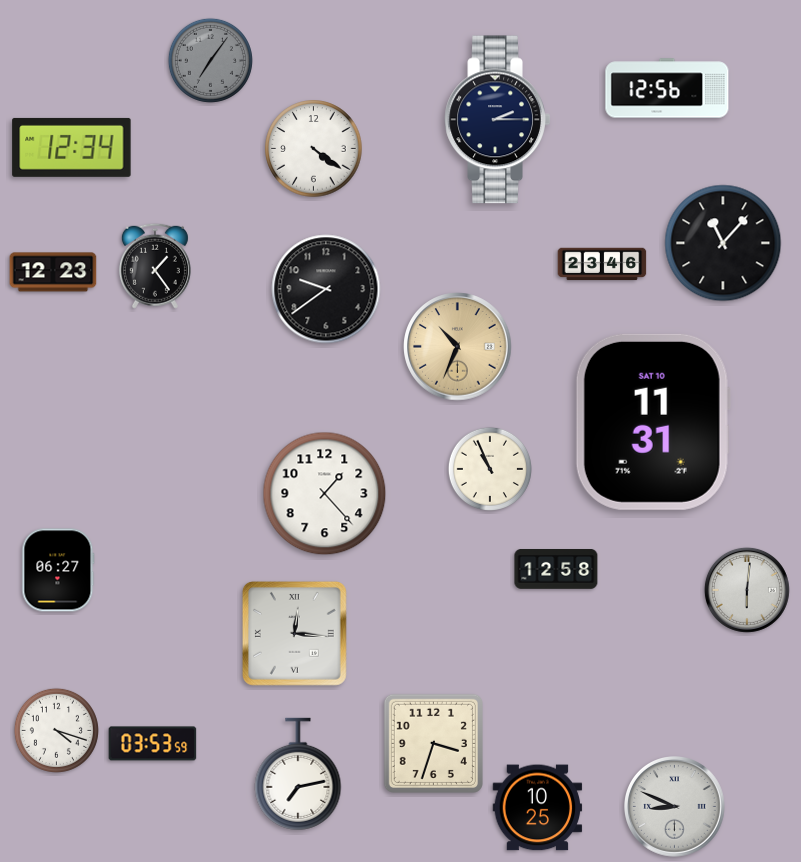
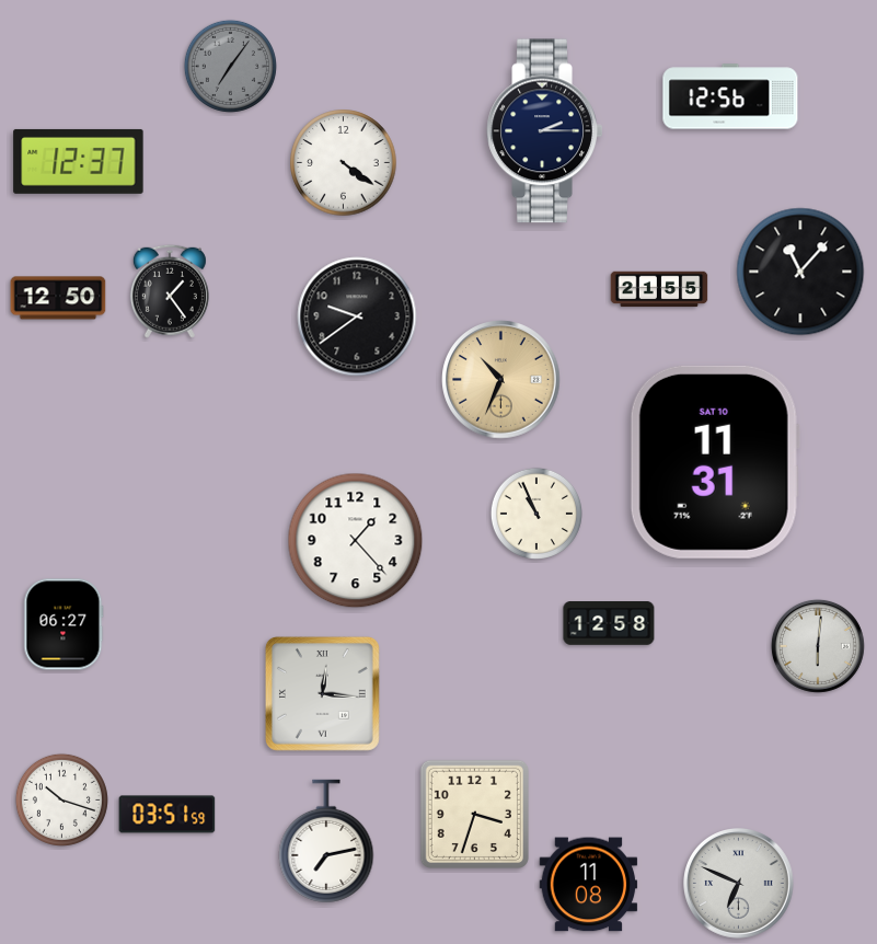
clock at (72, 147): 12:34 -> 12:37
clock at (723, 243) position: (723, 243) -> (800, 272)
clock at (602, 264): 23:46 -> 21:55
clock at (53, 272): 12:23 -> 12:50
clock at (56, 730): 4:18 -> 10:18
clock at (153, 744): 03:53 -> 03:51
clock at (298, 774) position: (298, 774) -> (326, 841)
clock at (675, 807): 8:49 -> 6:49
clock at (538, 808): 10:25 -> 11:08
